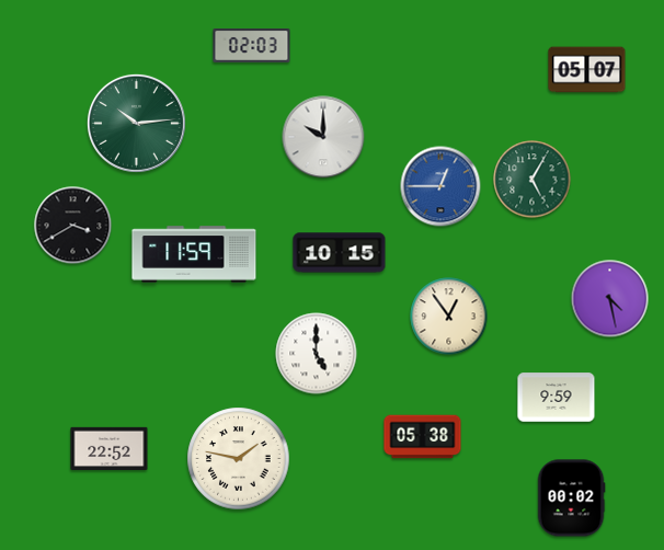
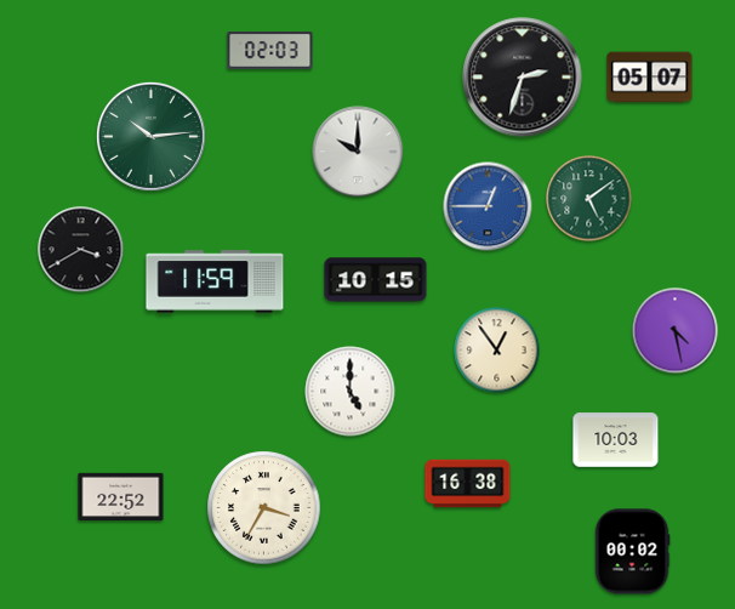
clock at (252, 46) position: (252, 46) -> (270, 51)
clock at (523, 78): none -> 2:33
clock at (533, 180): 5:05 -> 5:09
clock at (557, 398): 9:59 -> 10:03
clock at (423, 437): 05:38 -> 16:38
clock at (239, 459): 1:47 -> 3:35
